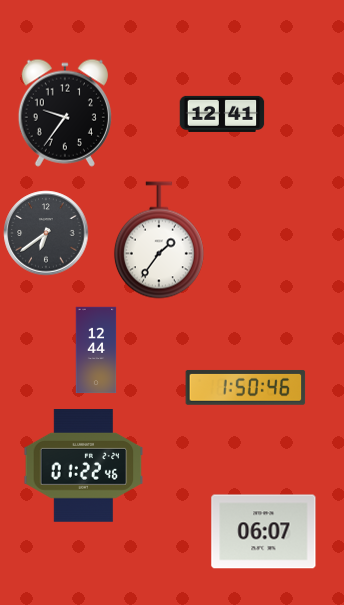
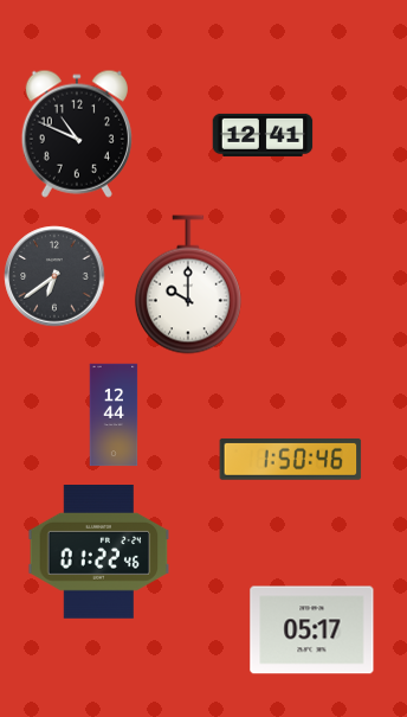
clock at (65, 113): 9:36 -> 10:49
clock at (159, 240): 1:36 -> 10:00
clock at (264, 532): 06:07 -> 05:17
